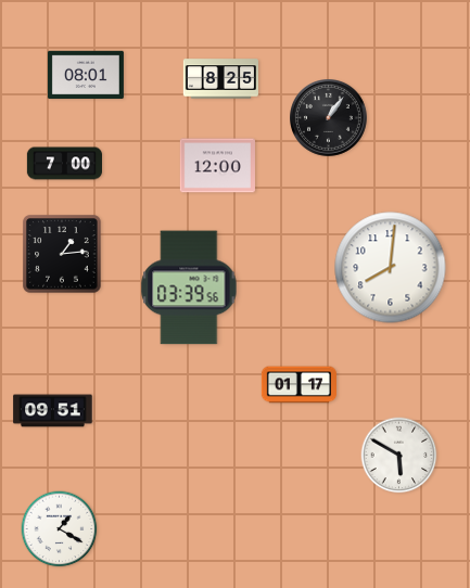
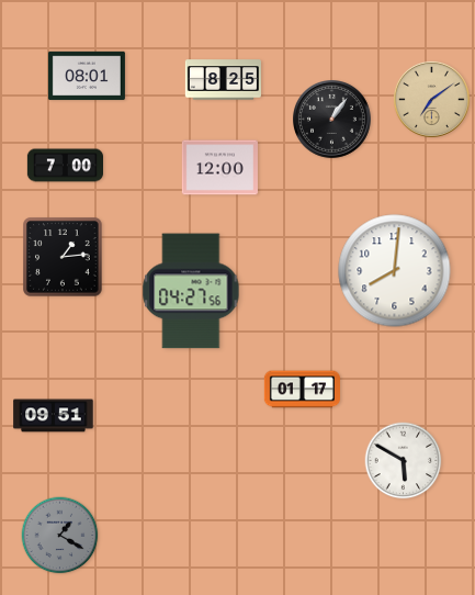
clock at (431, 99): none -> 7:09
clock at (189, 287): 03:39 -> 04:27
clock at (60, 529) dial: white -> grey
